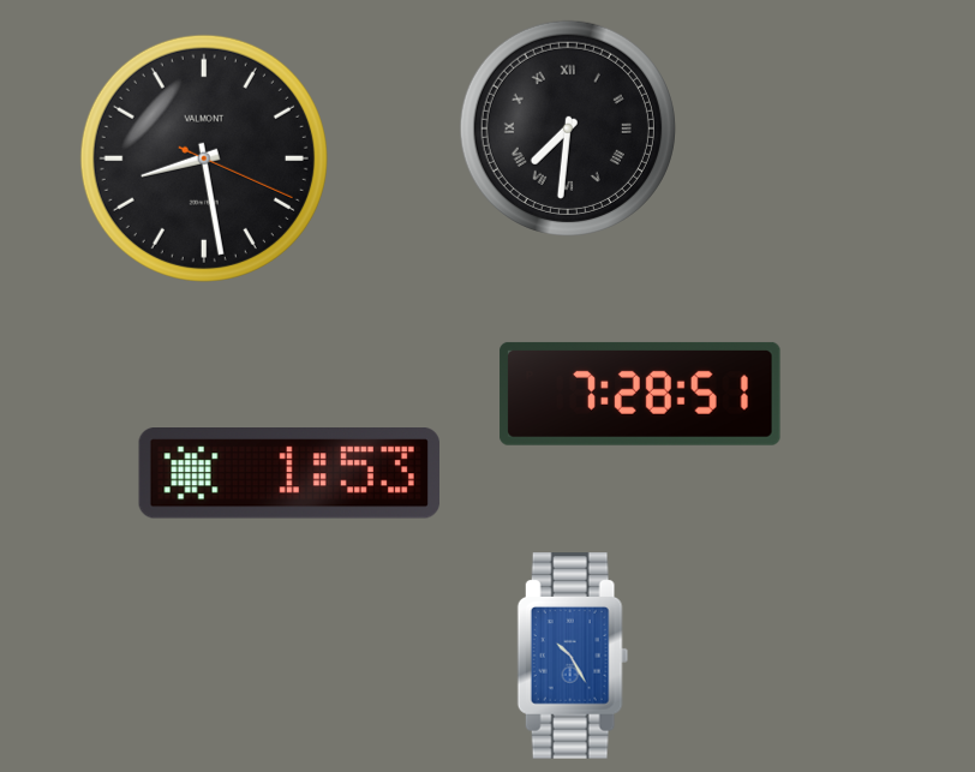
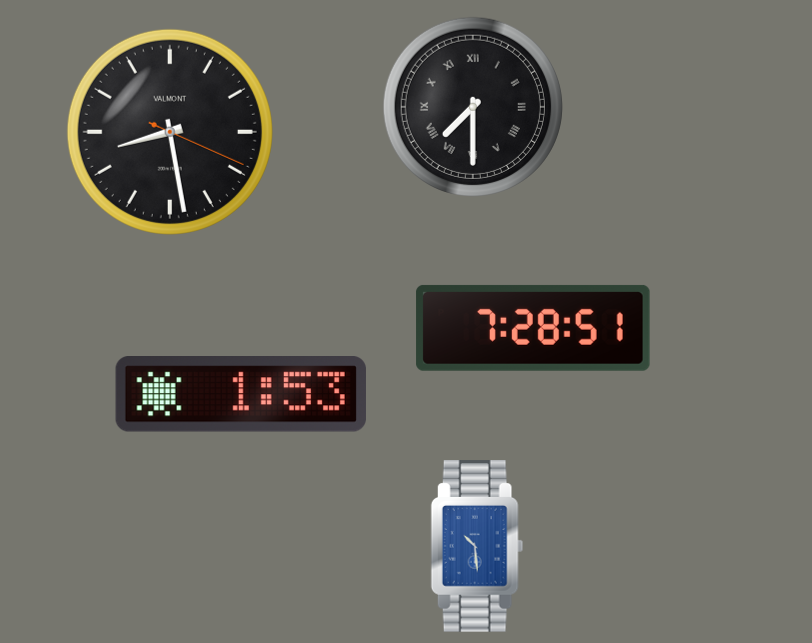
clock at (568, 128): 7:31 -> 7:30
clock at (573, 656): 10:25 -> 10:29
